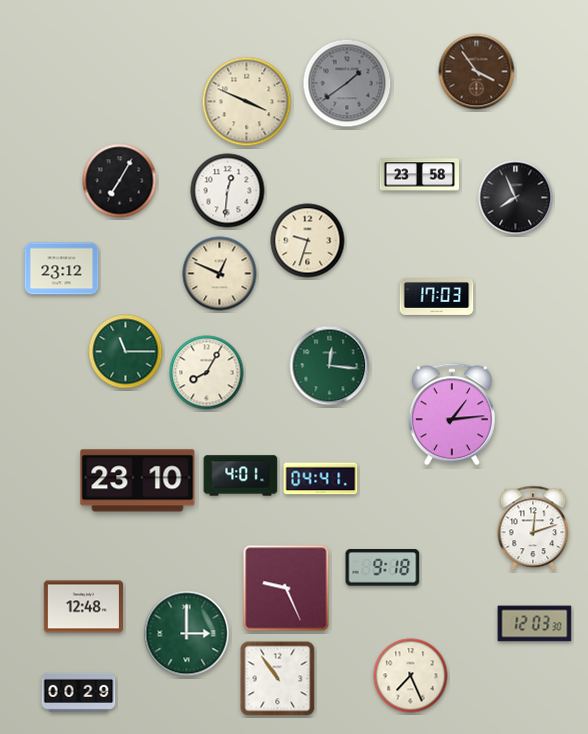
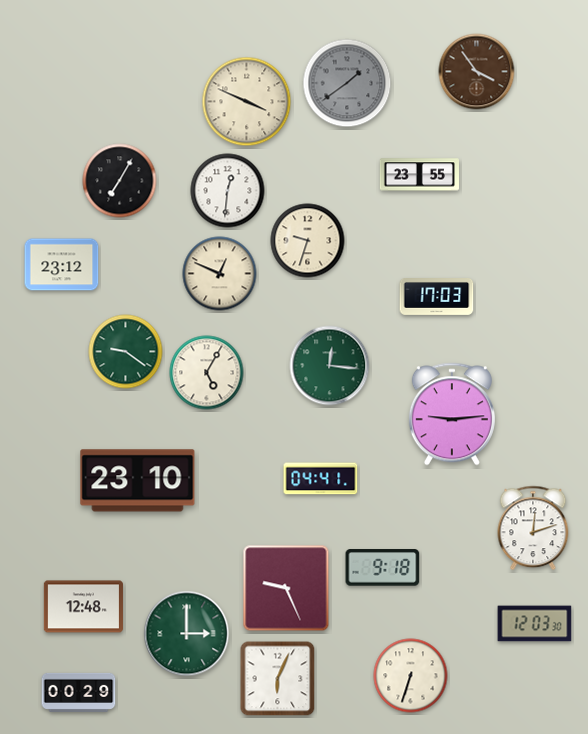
clock at (419, 175): 23:58 -> 23:55
clock at (516, 198): 7:56 -> none
clock at (62, 269) position: (62, 269) -> (62, 265)
clock at (126, 352): 11:15 -> 9:21
clock at (207, 373): 8:05 -> 5:05
clock at (452, 414): 1:14 -> 9:14
clock at (241, 476): 4:01 -> none
clock at (411, 676): 7:26 -> 6:33
clock at (278, 679): 10:54 -> 6:04
